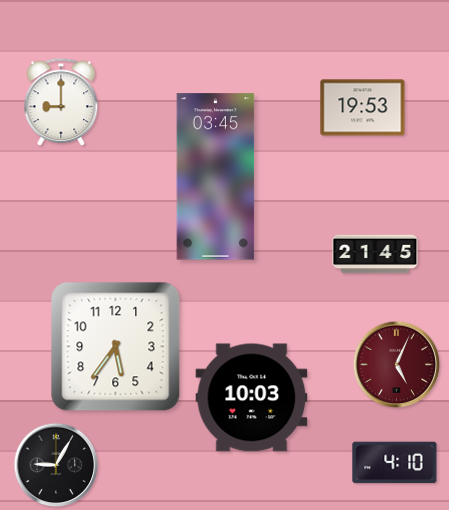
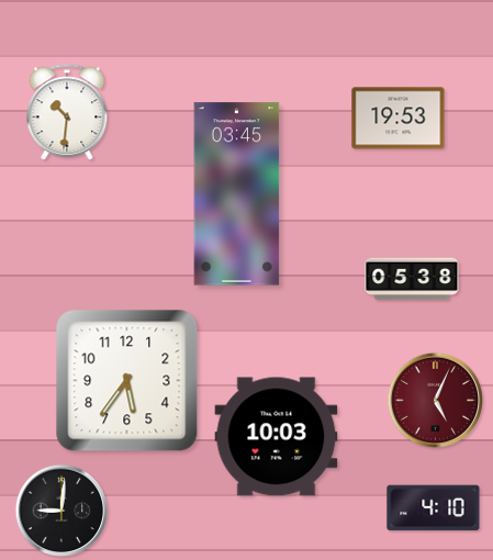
clock at (61, 103): 9:00 -> 10:31
clock at (375, 254): 21:45 -> 05:38
clock at (56, 465): 9:05 -> 9:01
